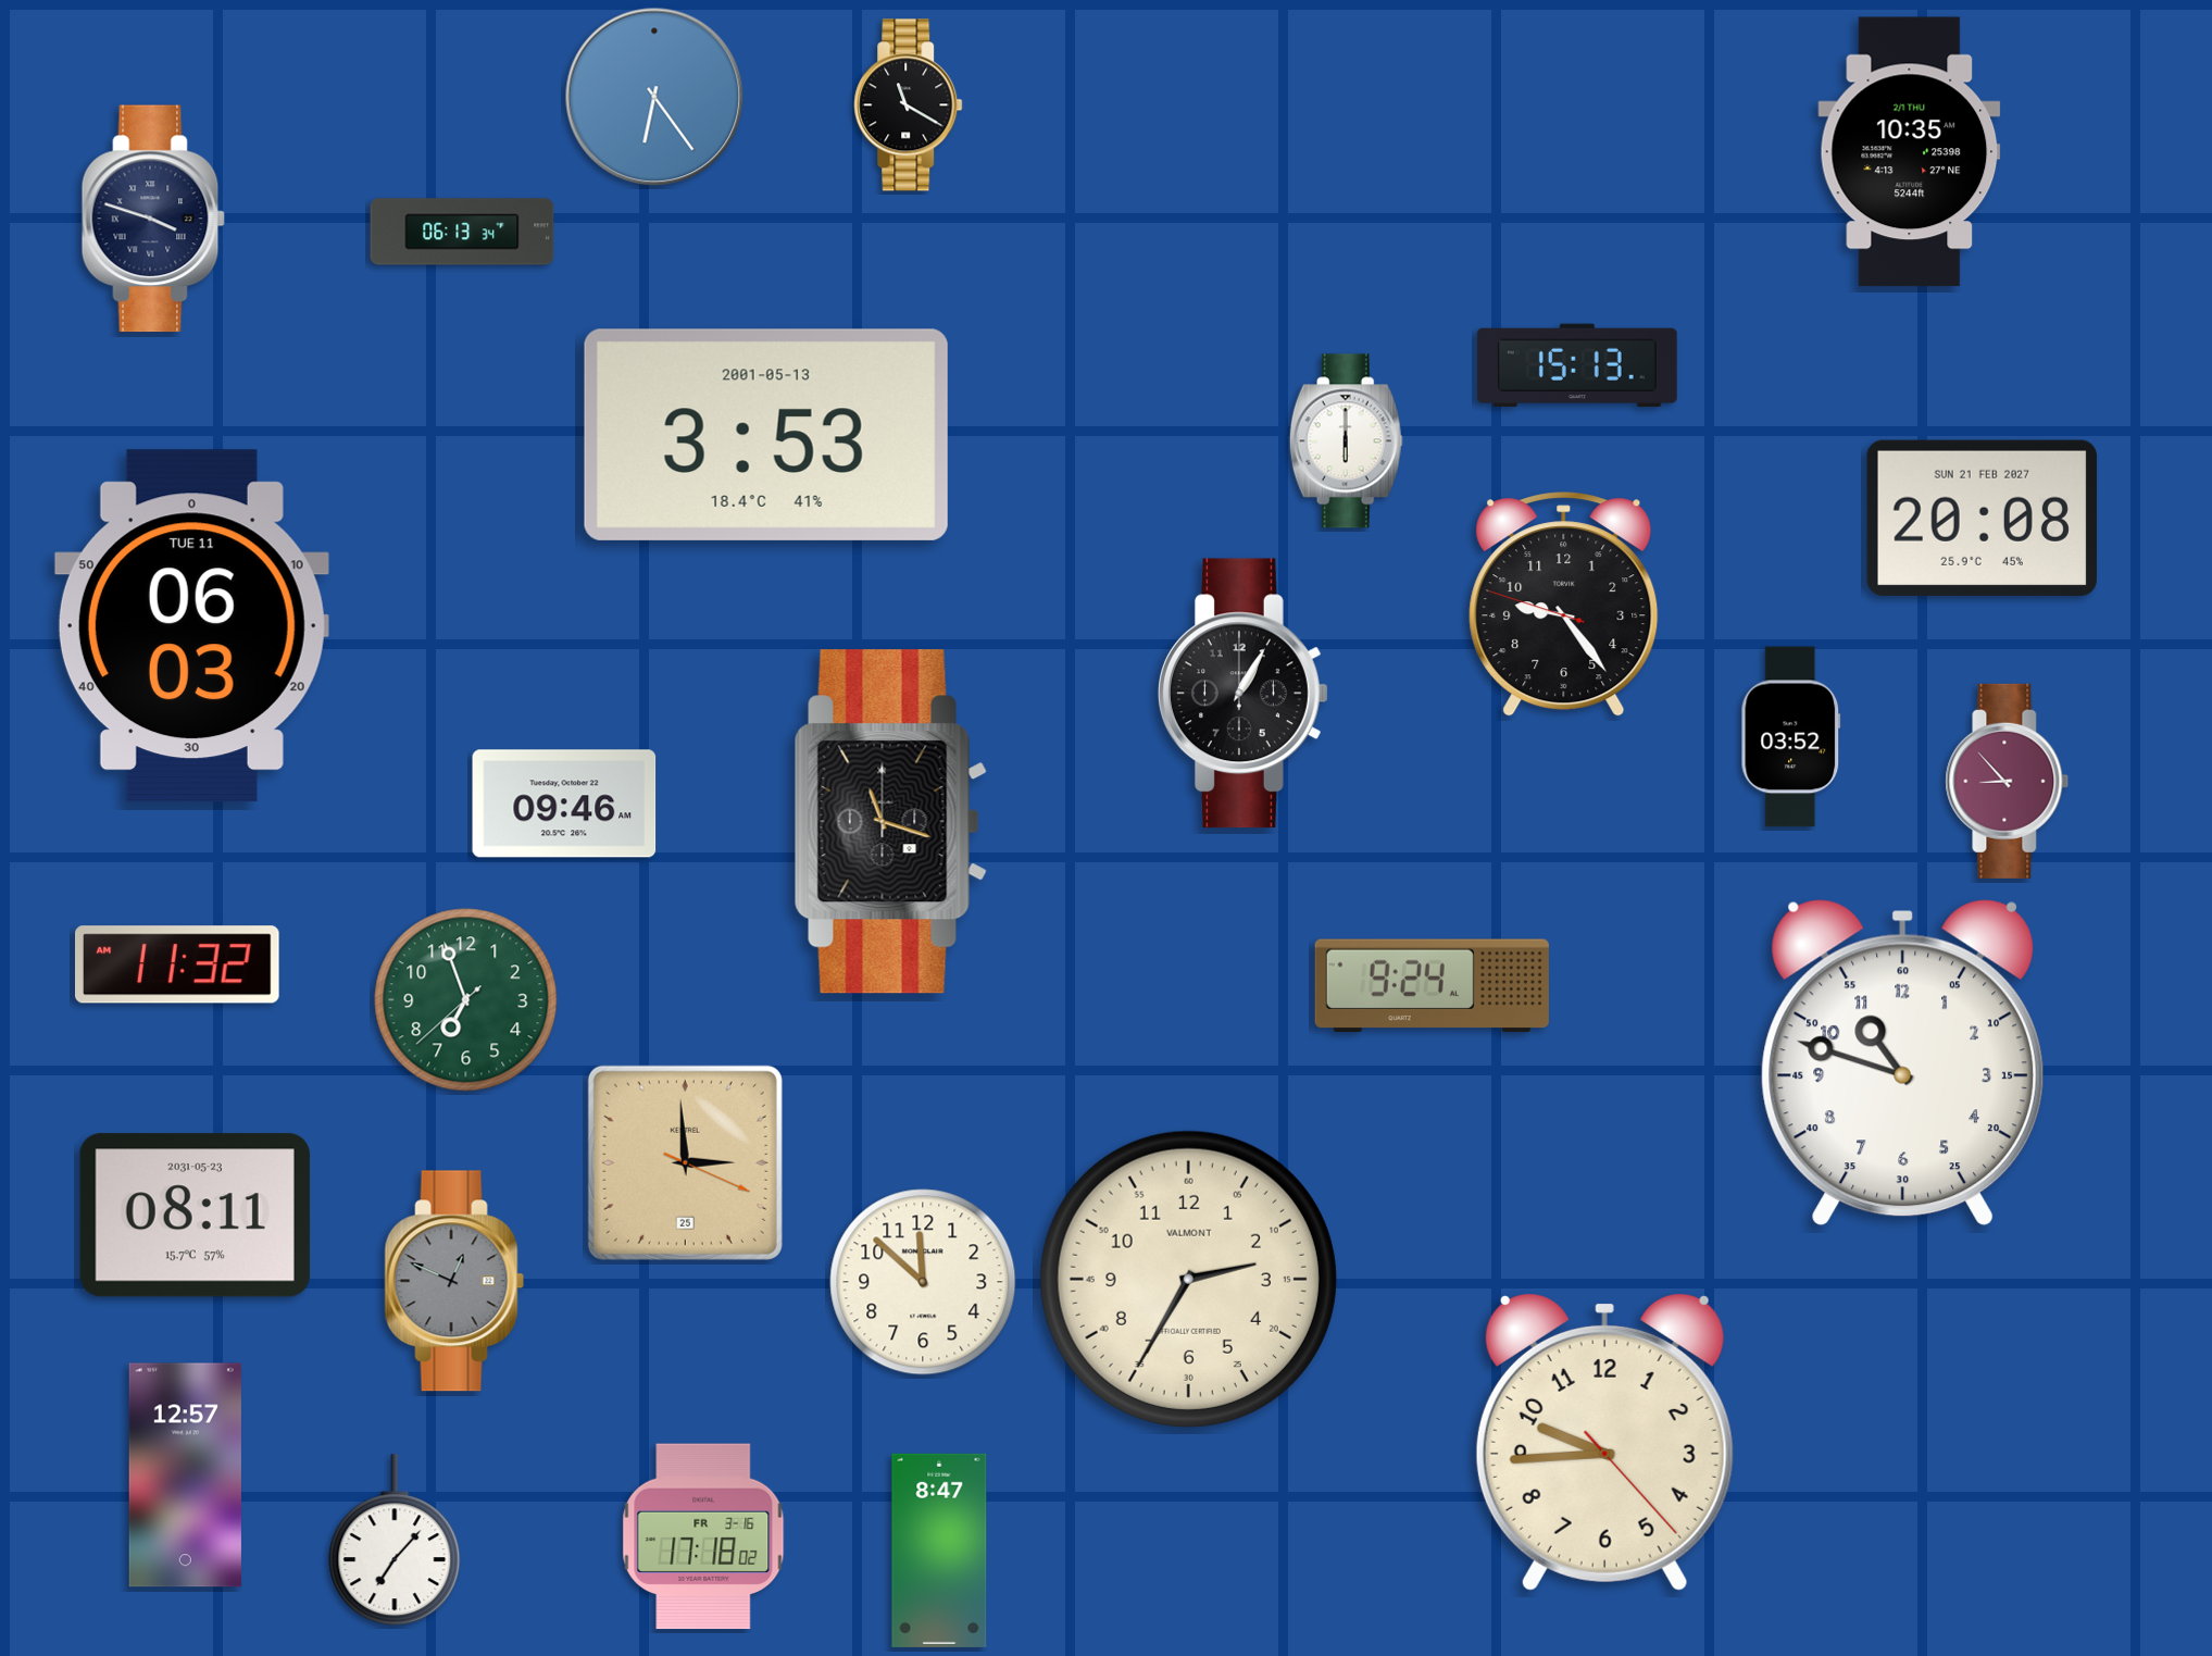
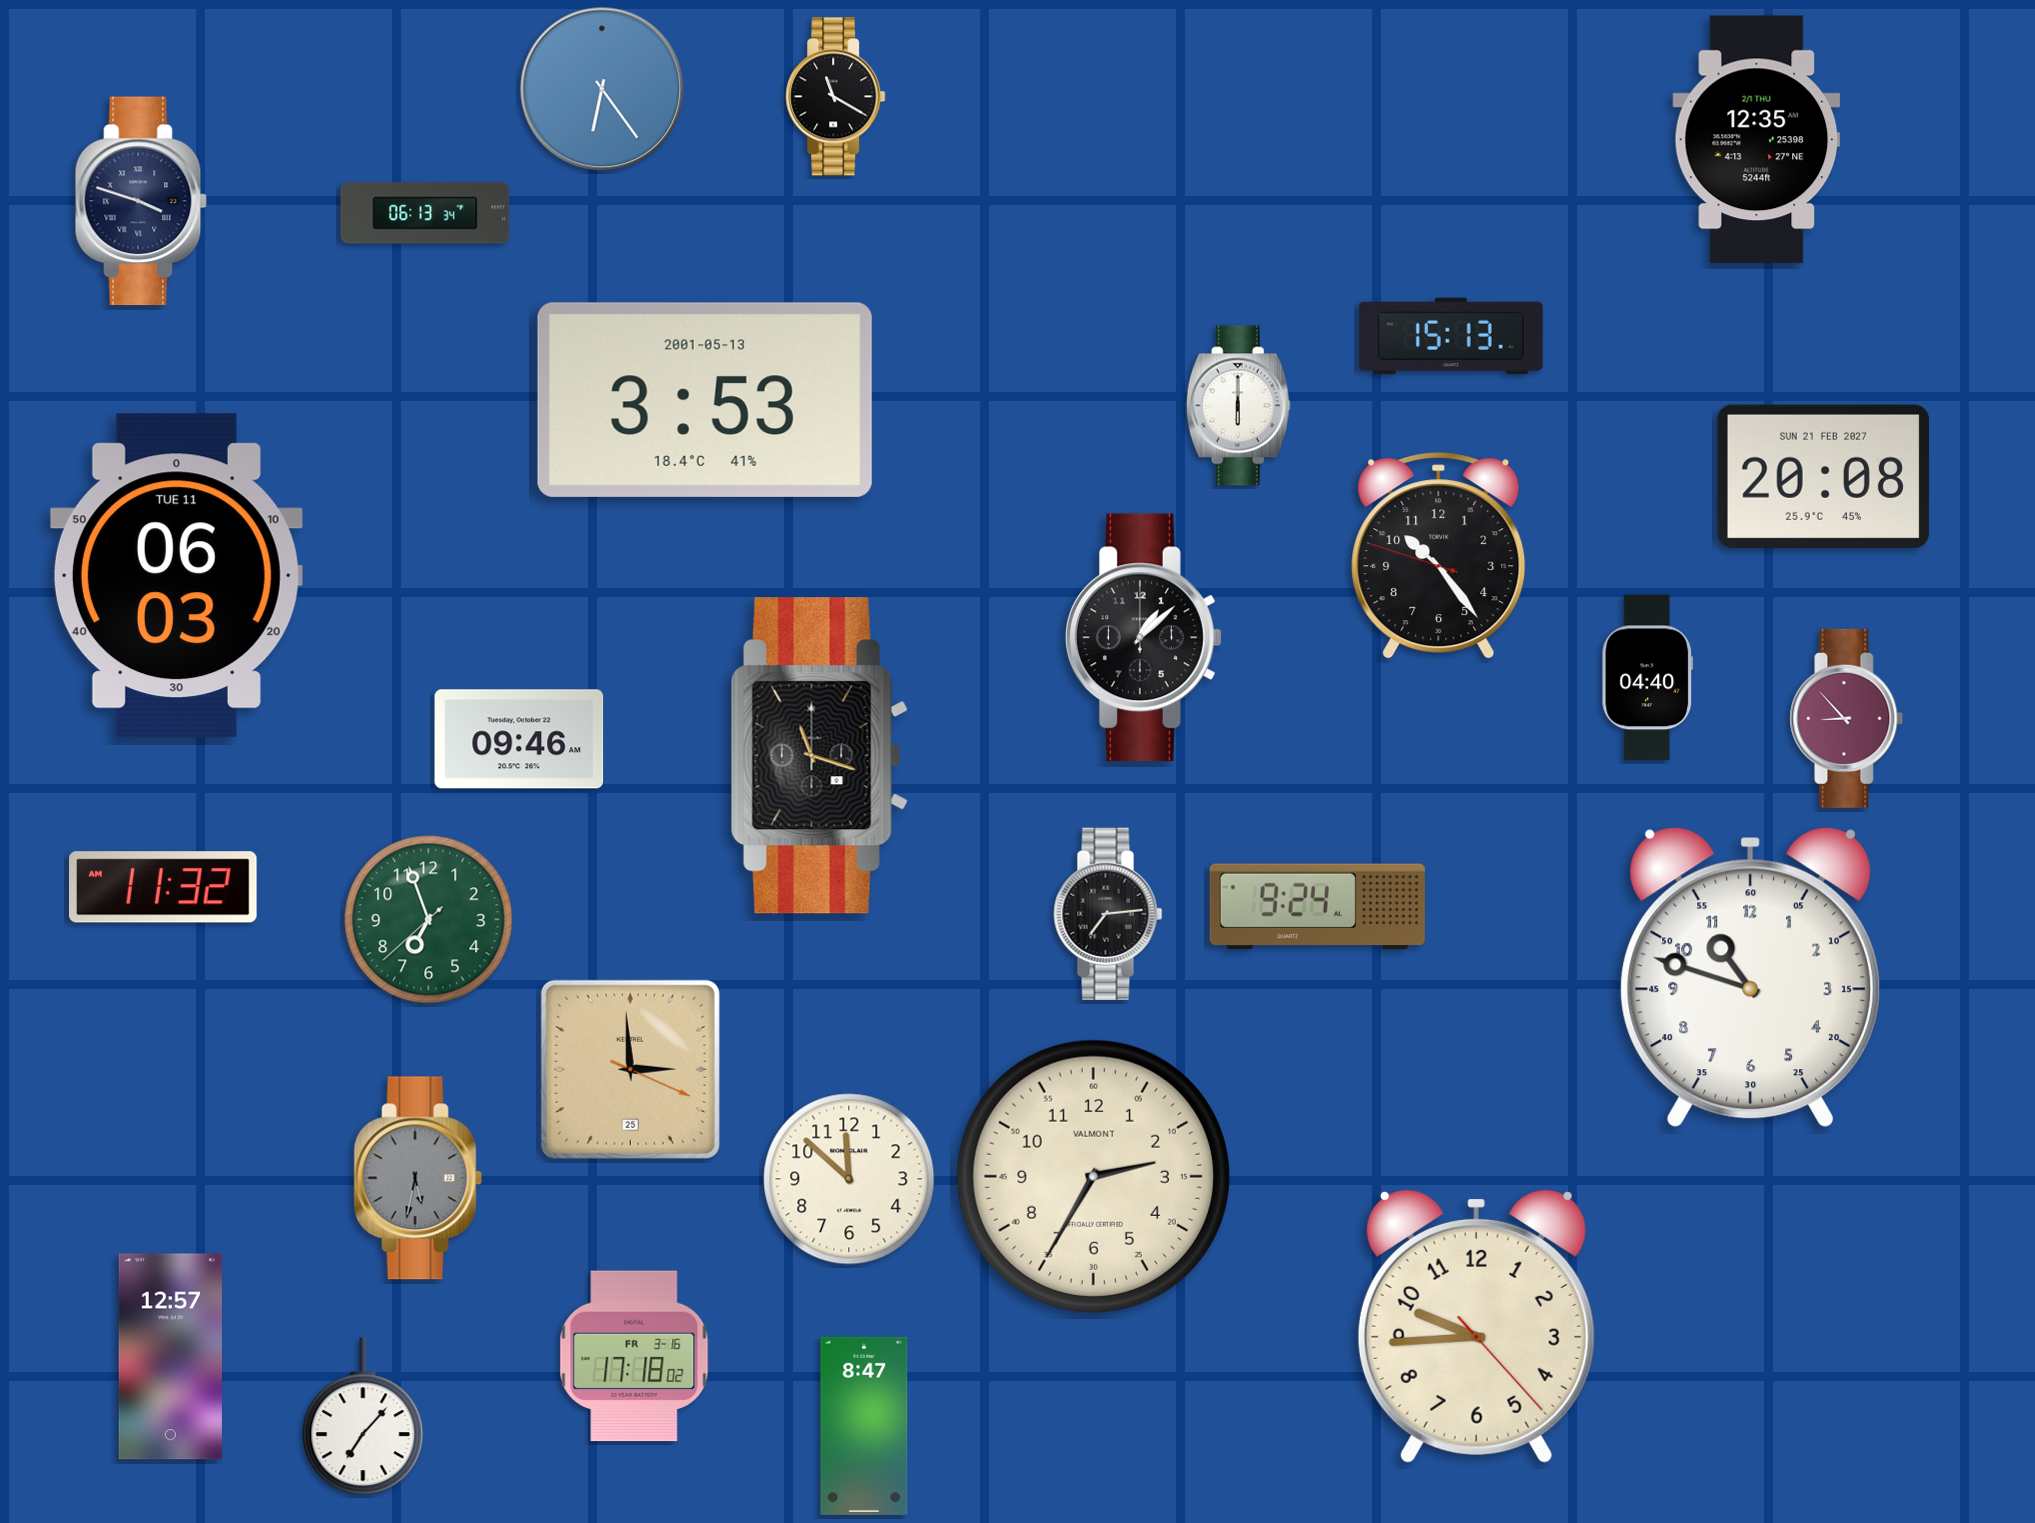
clock at (1910, 152): 10:35 -> 12:35
clock at (1564, 605): 9:23 -> 10:23
clock at (1244, 694): 1:05 -> 1:08
clock at (1791, 737): 03:52 -> 04:40
clock at (1108, 914): none -> 7:14
clock at (195, 1216): 08:11 -> none
clock at (454, 1281): 12:49 -> 5:32
clock at (703, 1536) position: (703, 1536) -> (634, 1356)
